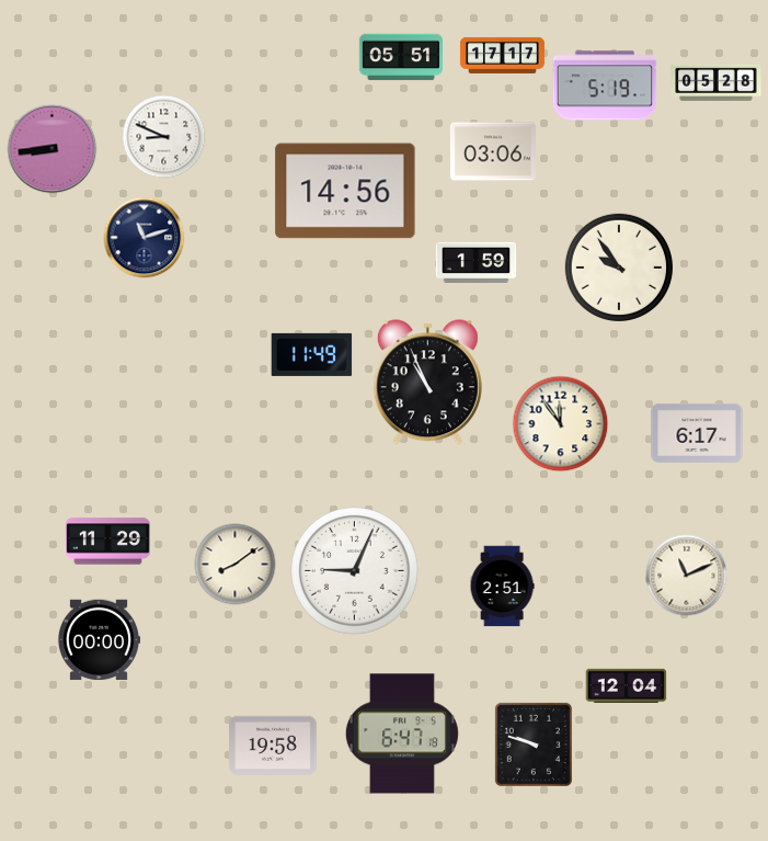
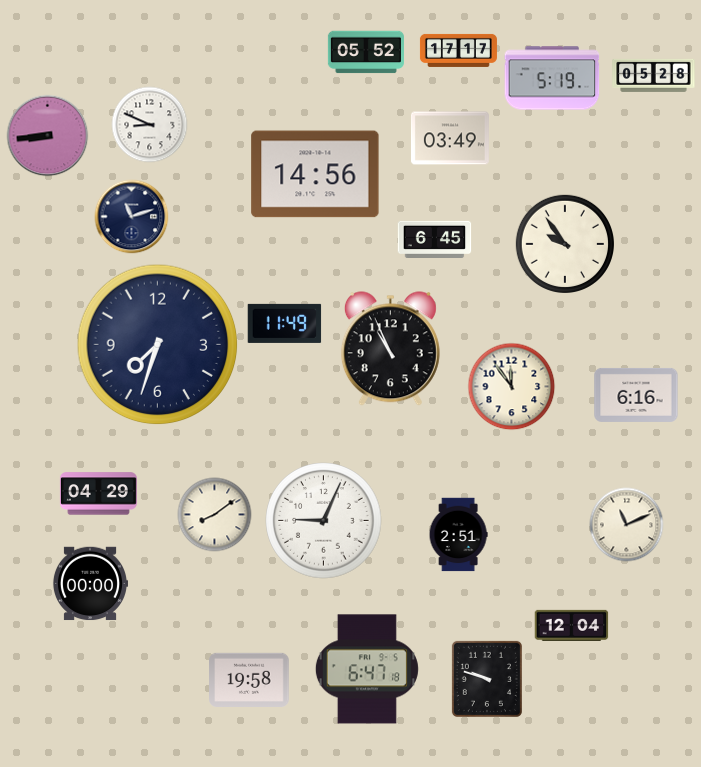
clock at (401, 57): 05:51 -> 05:52
clock at (493, 151): 03:06 -> 03:49
clock at (477, 262): 1:59 -> 6:45
clock at (158, 345): none -> 7:33
clock at (697, 433): 6:17 -> 6:16
clock at (107, 542): 11:29 -> 04:29
